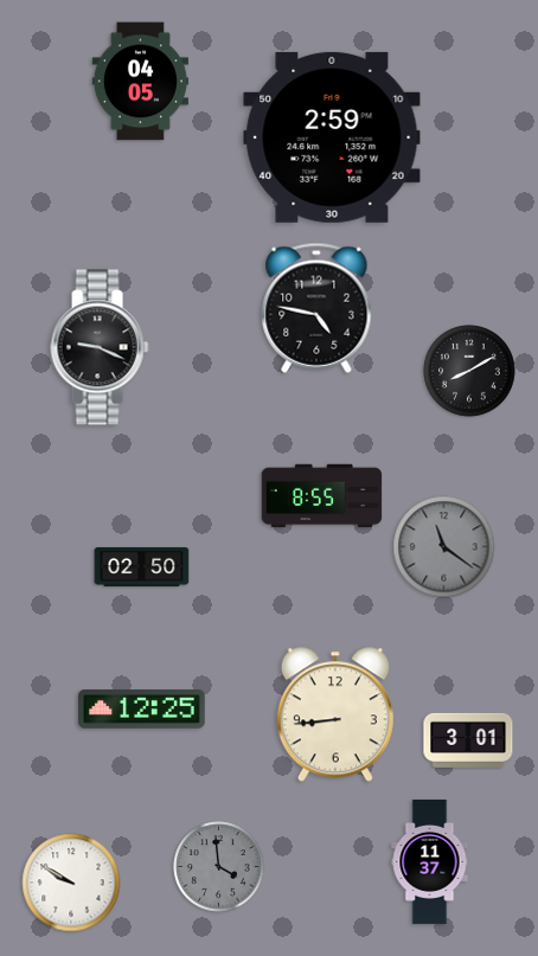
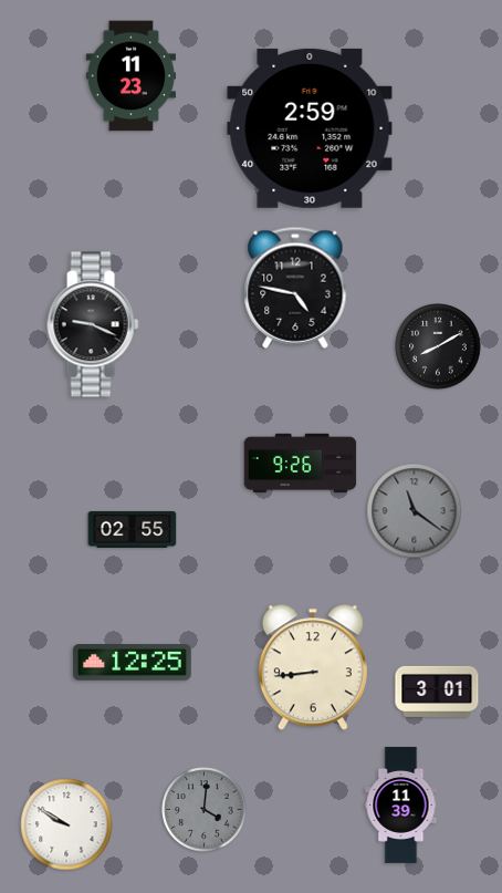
clock at (140, 82): 04:05 -> 11:23
clock at (322, 496): 8:55 -> 9:26
clock at (142, 566): 02:50 -> 02:55
clock at (430, 861): 11:37 -> 11:39
clock at (219, 867): 3:59 -> 4:01
